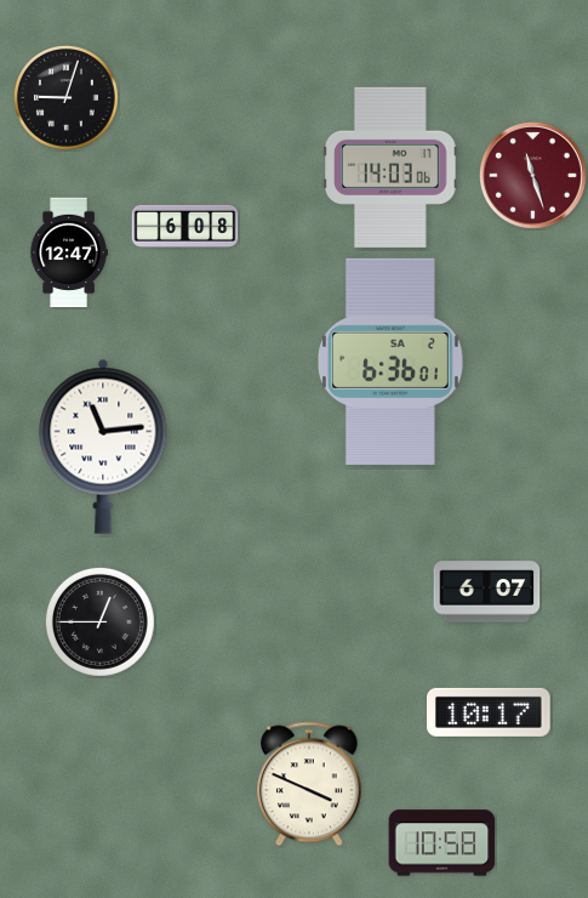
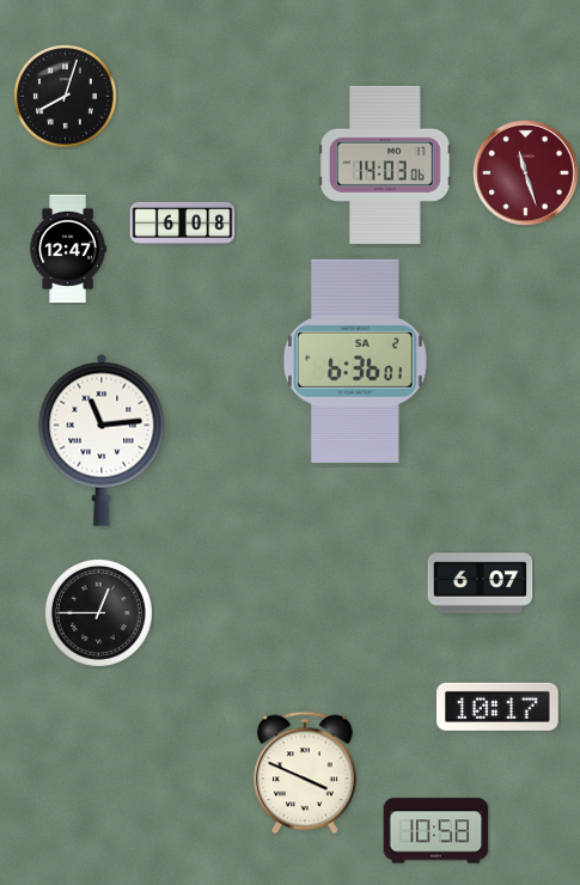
clock at (65, 97): 9:03 -> 8:03
clock at (390, 362) position: (390, 362) -> (355, 361)
clock at (490, 712) position: (490, 712) -> (499, 707)
